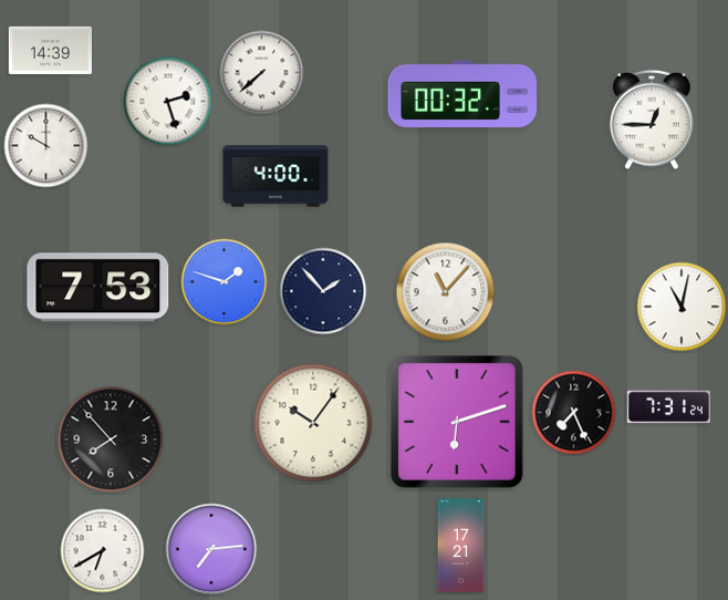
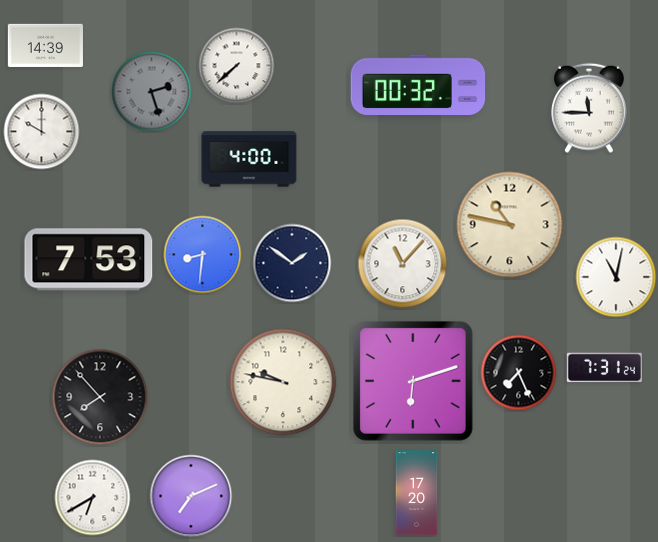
clock at (168, 102) dial: white -> grey
clock at (653, 120): 12:45 -> 11:45
clock at (510, 225): none -> 10:47
clock at (225, 282): 1:48 -> 8:31
clock at (323, 291): 1:53 -> 1:51
clock at (313, 423): 10:06 -> 9:47
clock at (461, 546): 17:21 -> 17:20
clock at (211, 549): 7:14 -> 7:11
